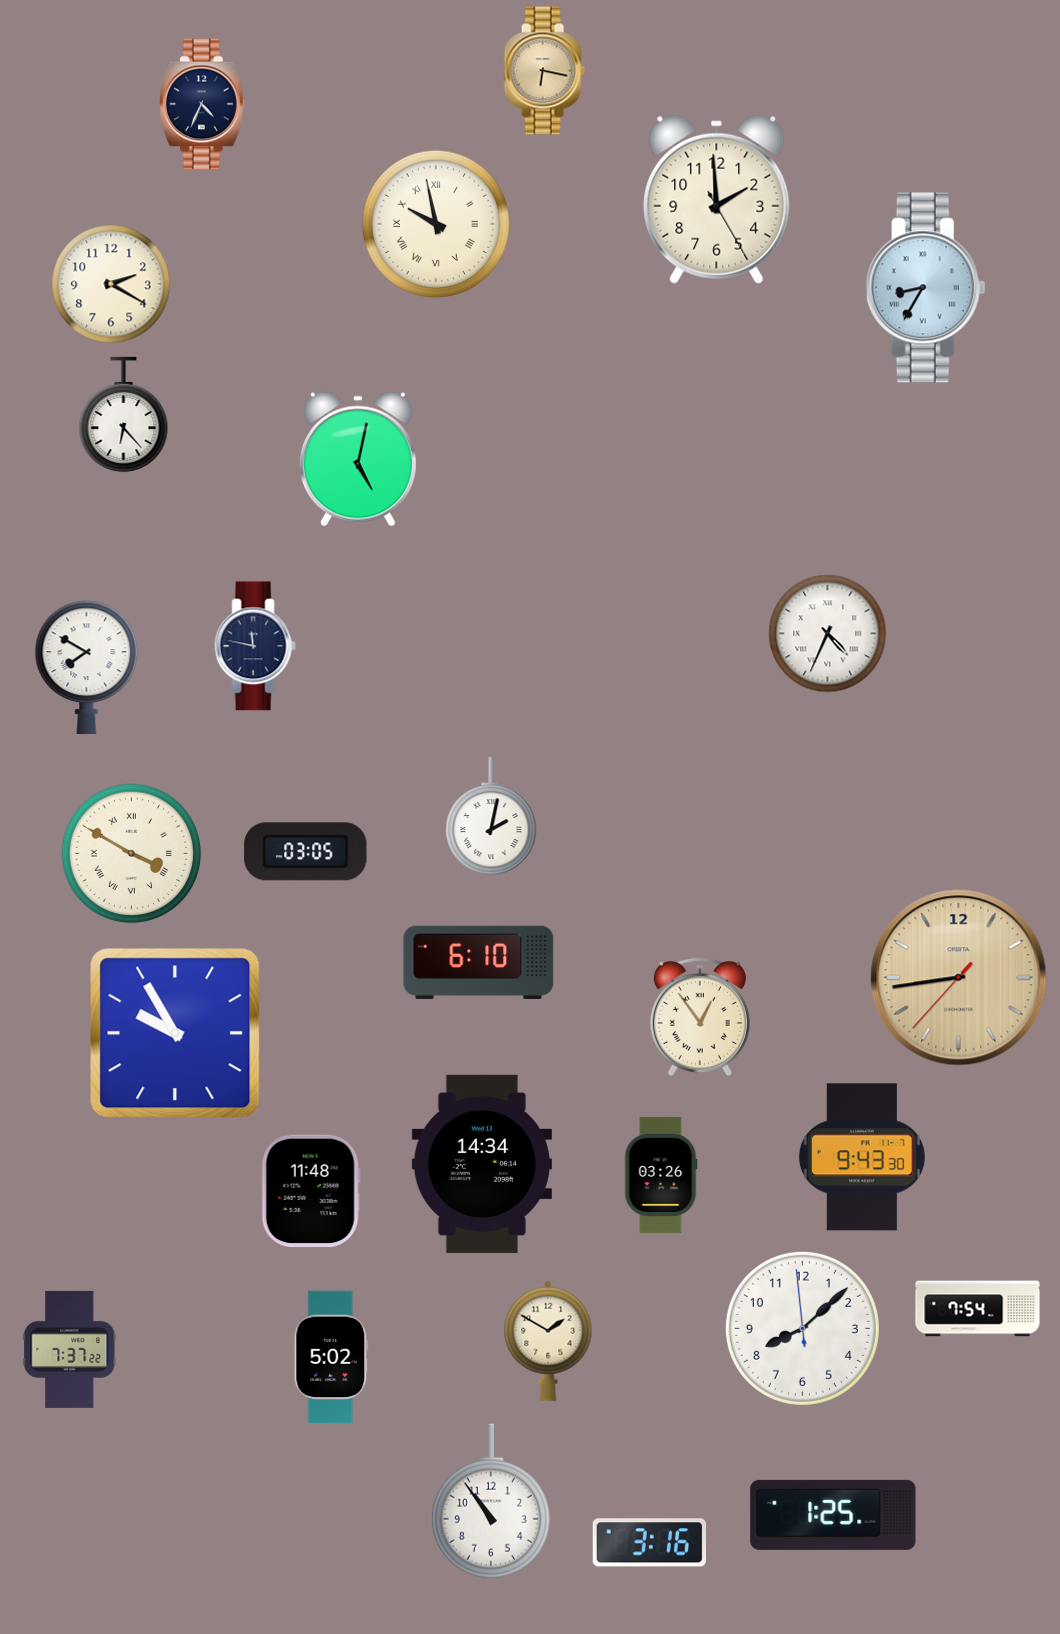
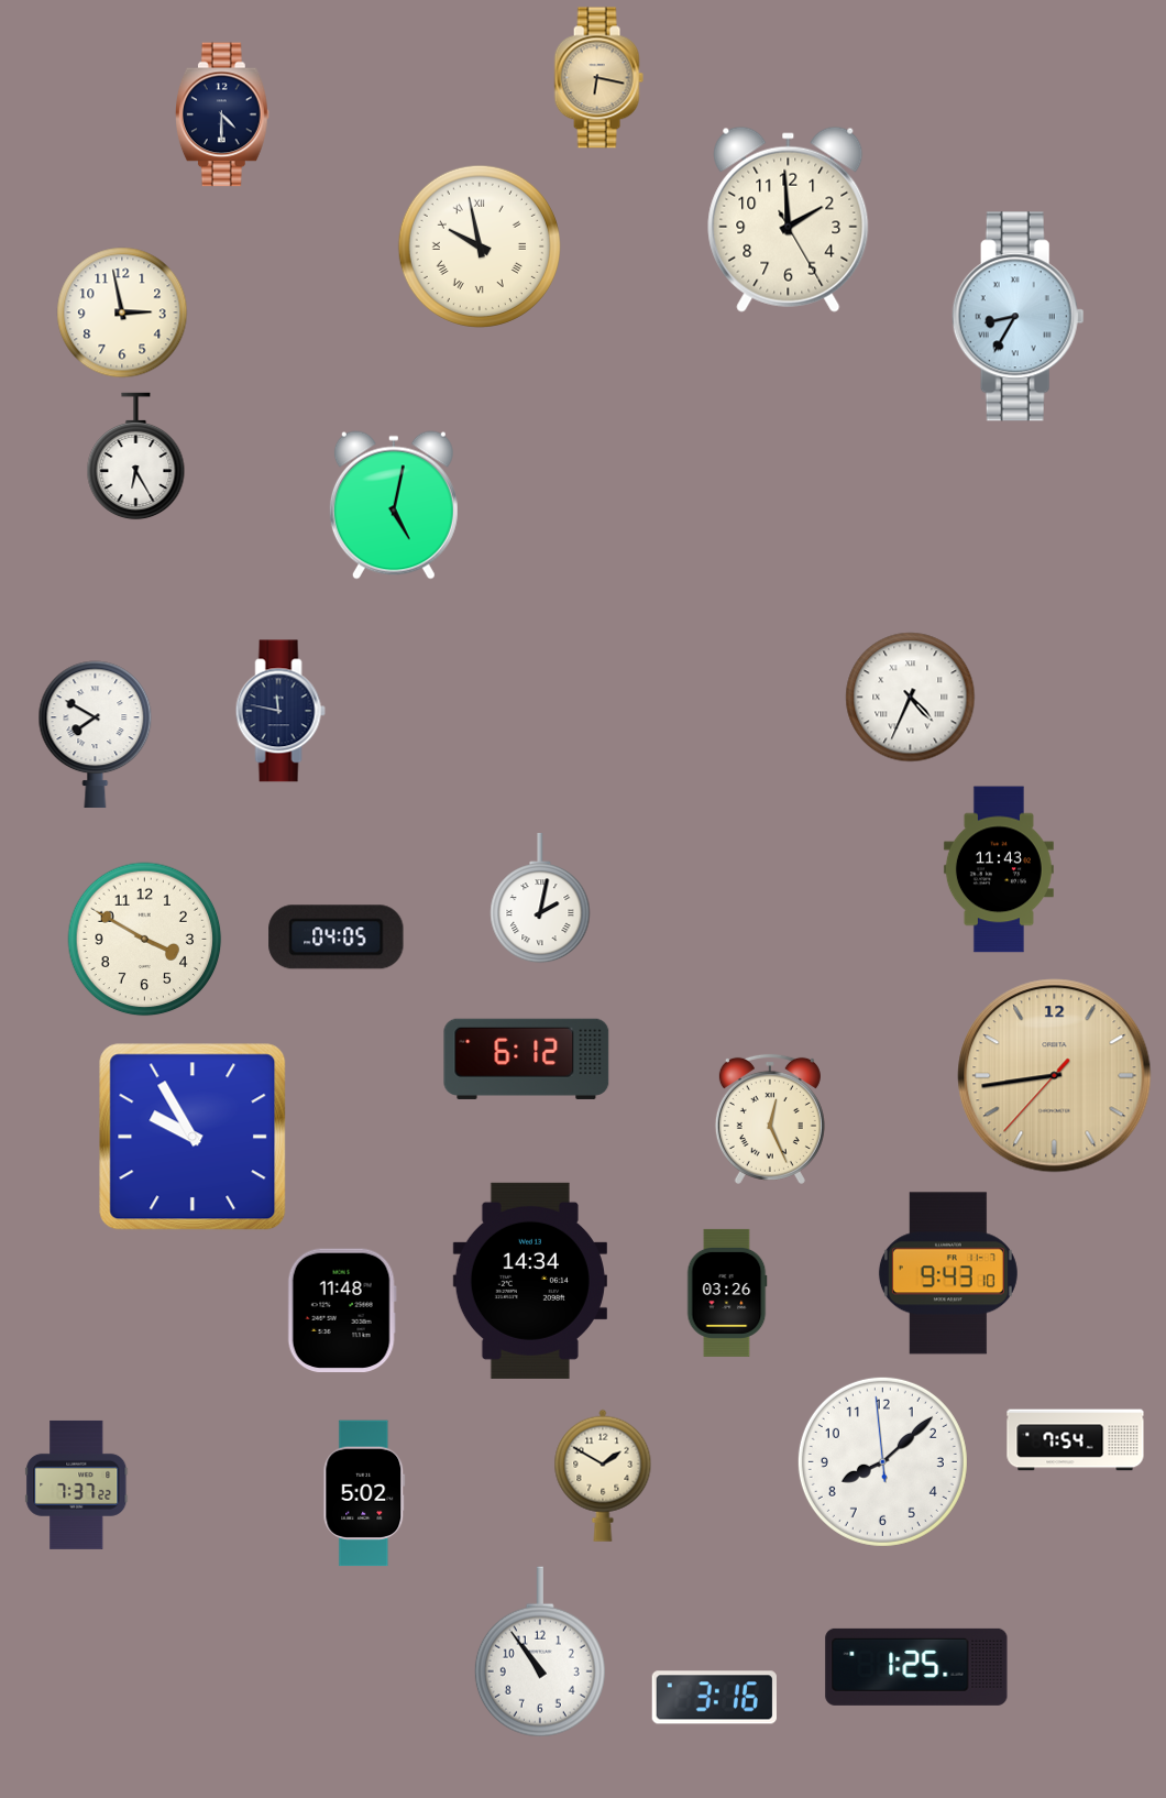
clock at (203, 104): 4:34 -> 4:30
clock at (111, 284): 2:20 -> 2:58
clock at (124, 415): 6:23 -> 6:25
clock at (999, 869): none -> 11:43
clock at (306, 852): 03:05 -> 04:05
clock at (132, 854) numerals: Roman -> Arabic
clock at (479, 962): 6:10 -> 6:12
clock at (700, 1017): 12:54 -> 12:26
clock at (862, 1157): 9:43:30 -> 9:43:10
